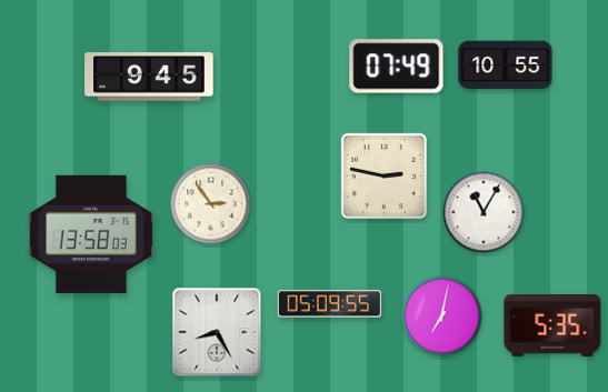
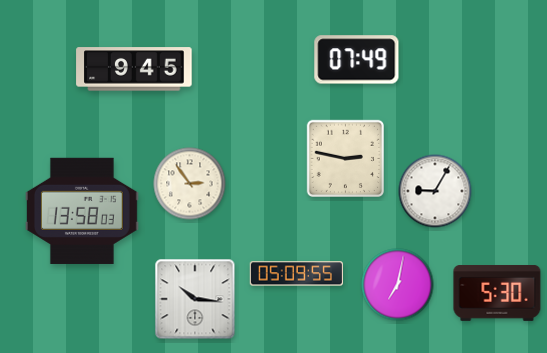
clock at (506, 66): 10:55 -> none
clock at (484, 212): 11:05 -> 9:05
clock at (552, 326): 5:35 -> 5:30
clock at (217, 332): 8:25 -> 10:16
